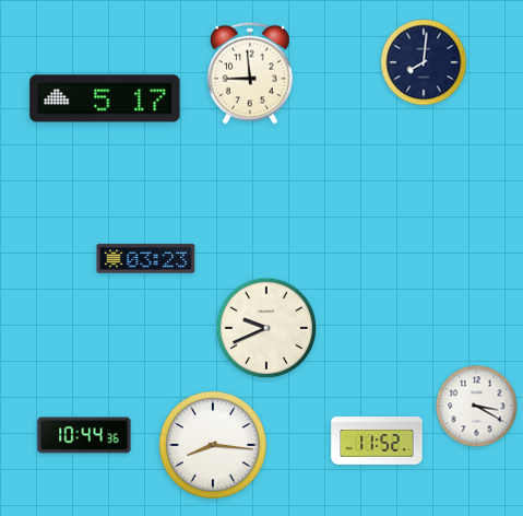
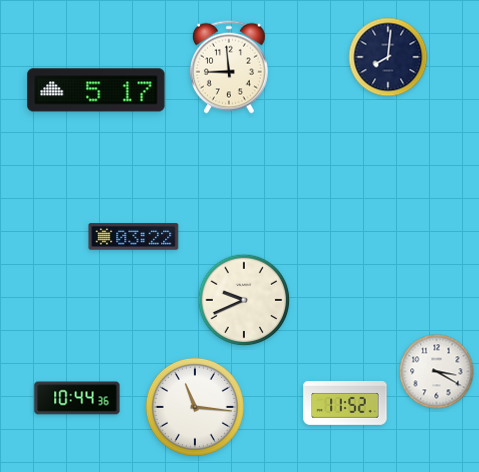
clock at (146, 259): 03:23 -> 03:22
clock at (213, 445): 8:16 -> 11:16
